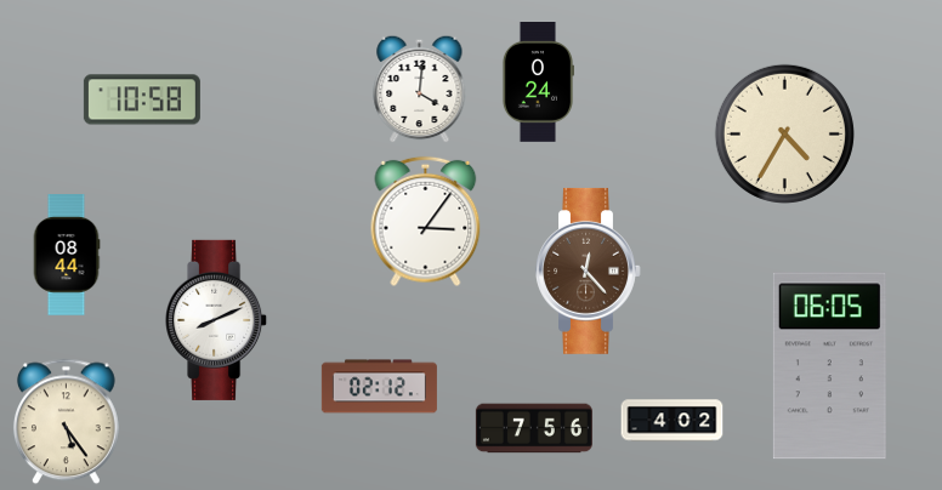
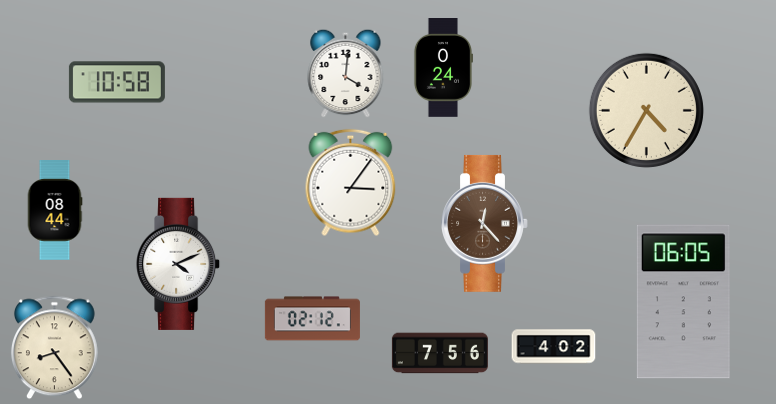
clock at (217, 320): 8:11 -> 4:11
clock at (66, 422): 5:24 -> 8:24
